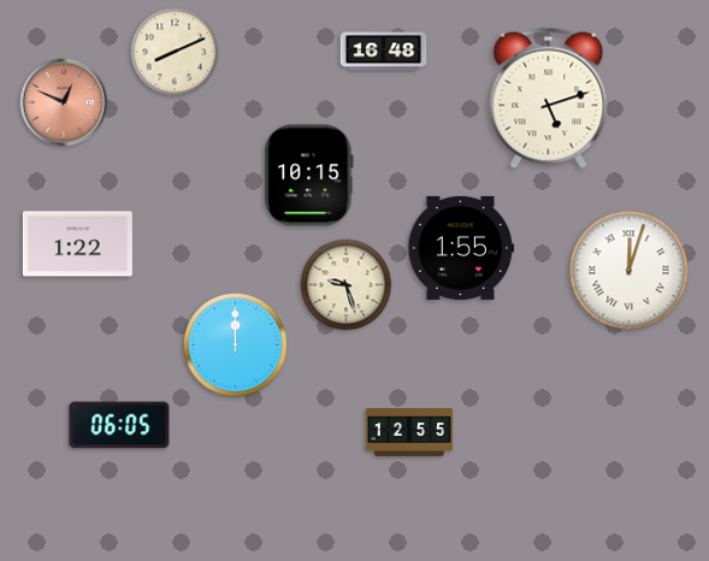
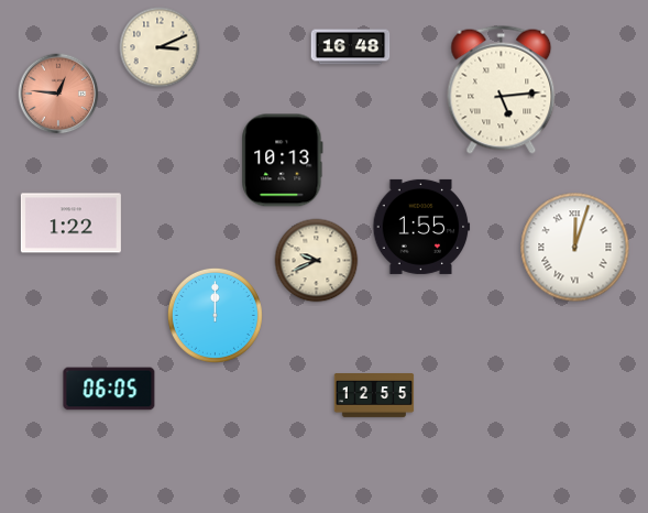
clock at (175, 52): 8:11 -> 3:11
clock at (549, 98): 5:12 -> 5:14
clock at (64, 102): 12:49 -> 12:46
clock at (309, 176): 10:15 -> 10:13
clock at (347, 285): 9:27 -> 9:41
